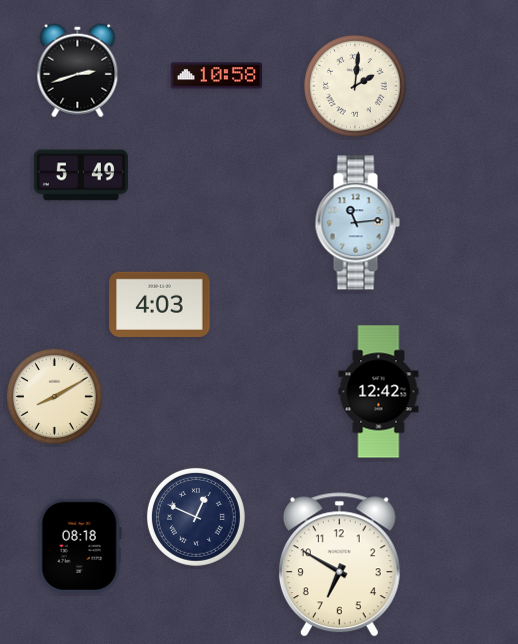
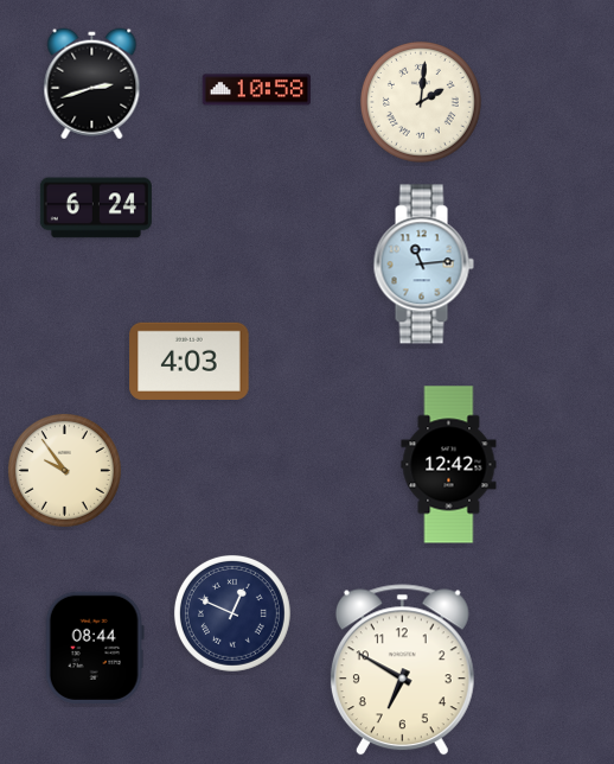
clock at (81, 175): 5:49 -> 6:24
clock at (54, 396): 8:10 -> 9:54
clock at (80, 546): 08:18 -> 08:44
